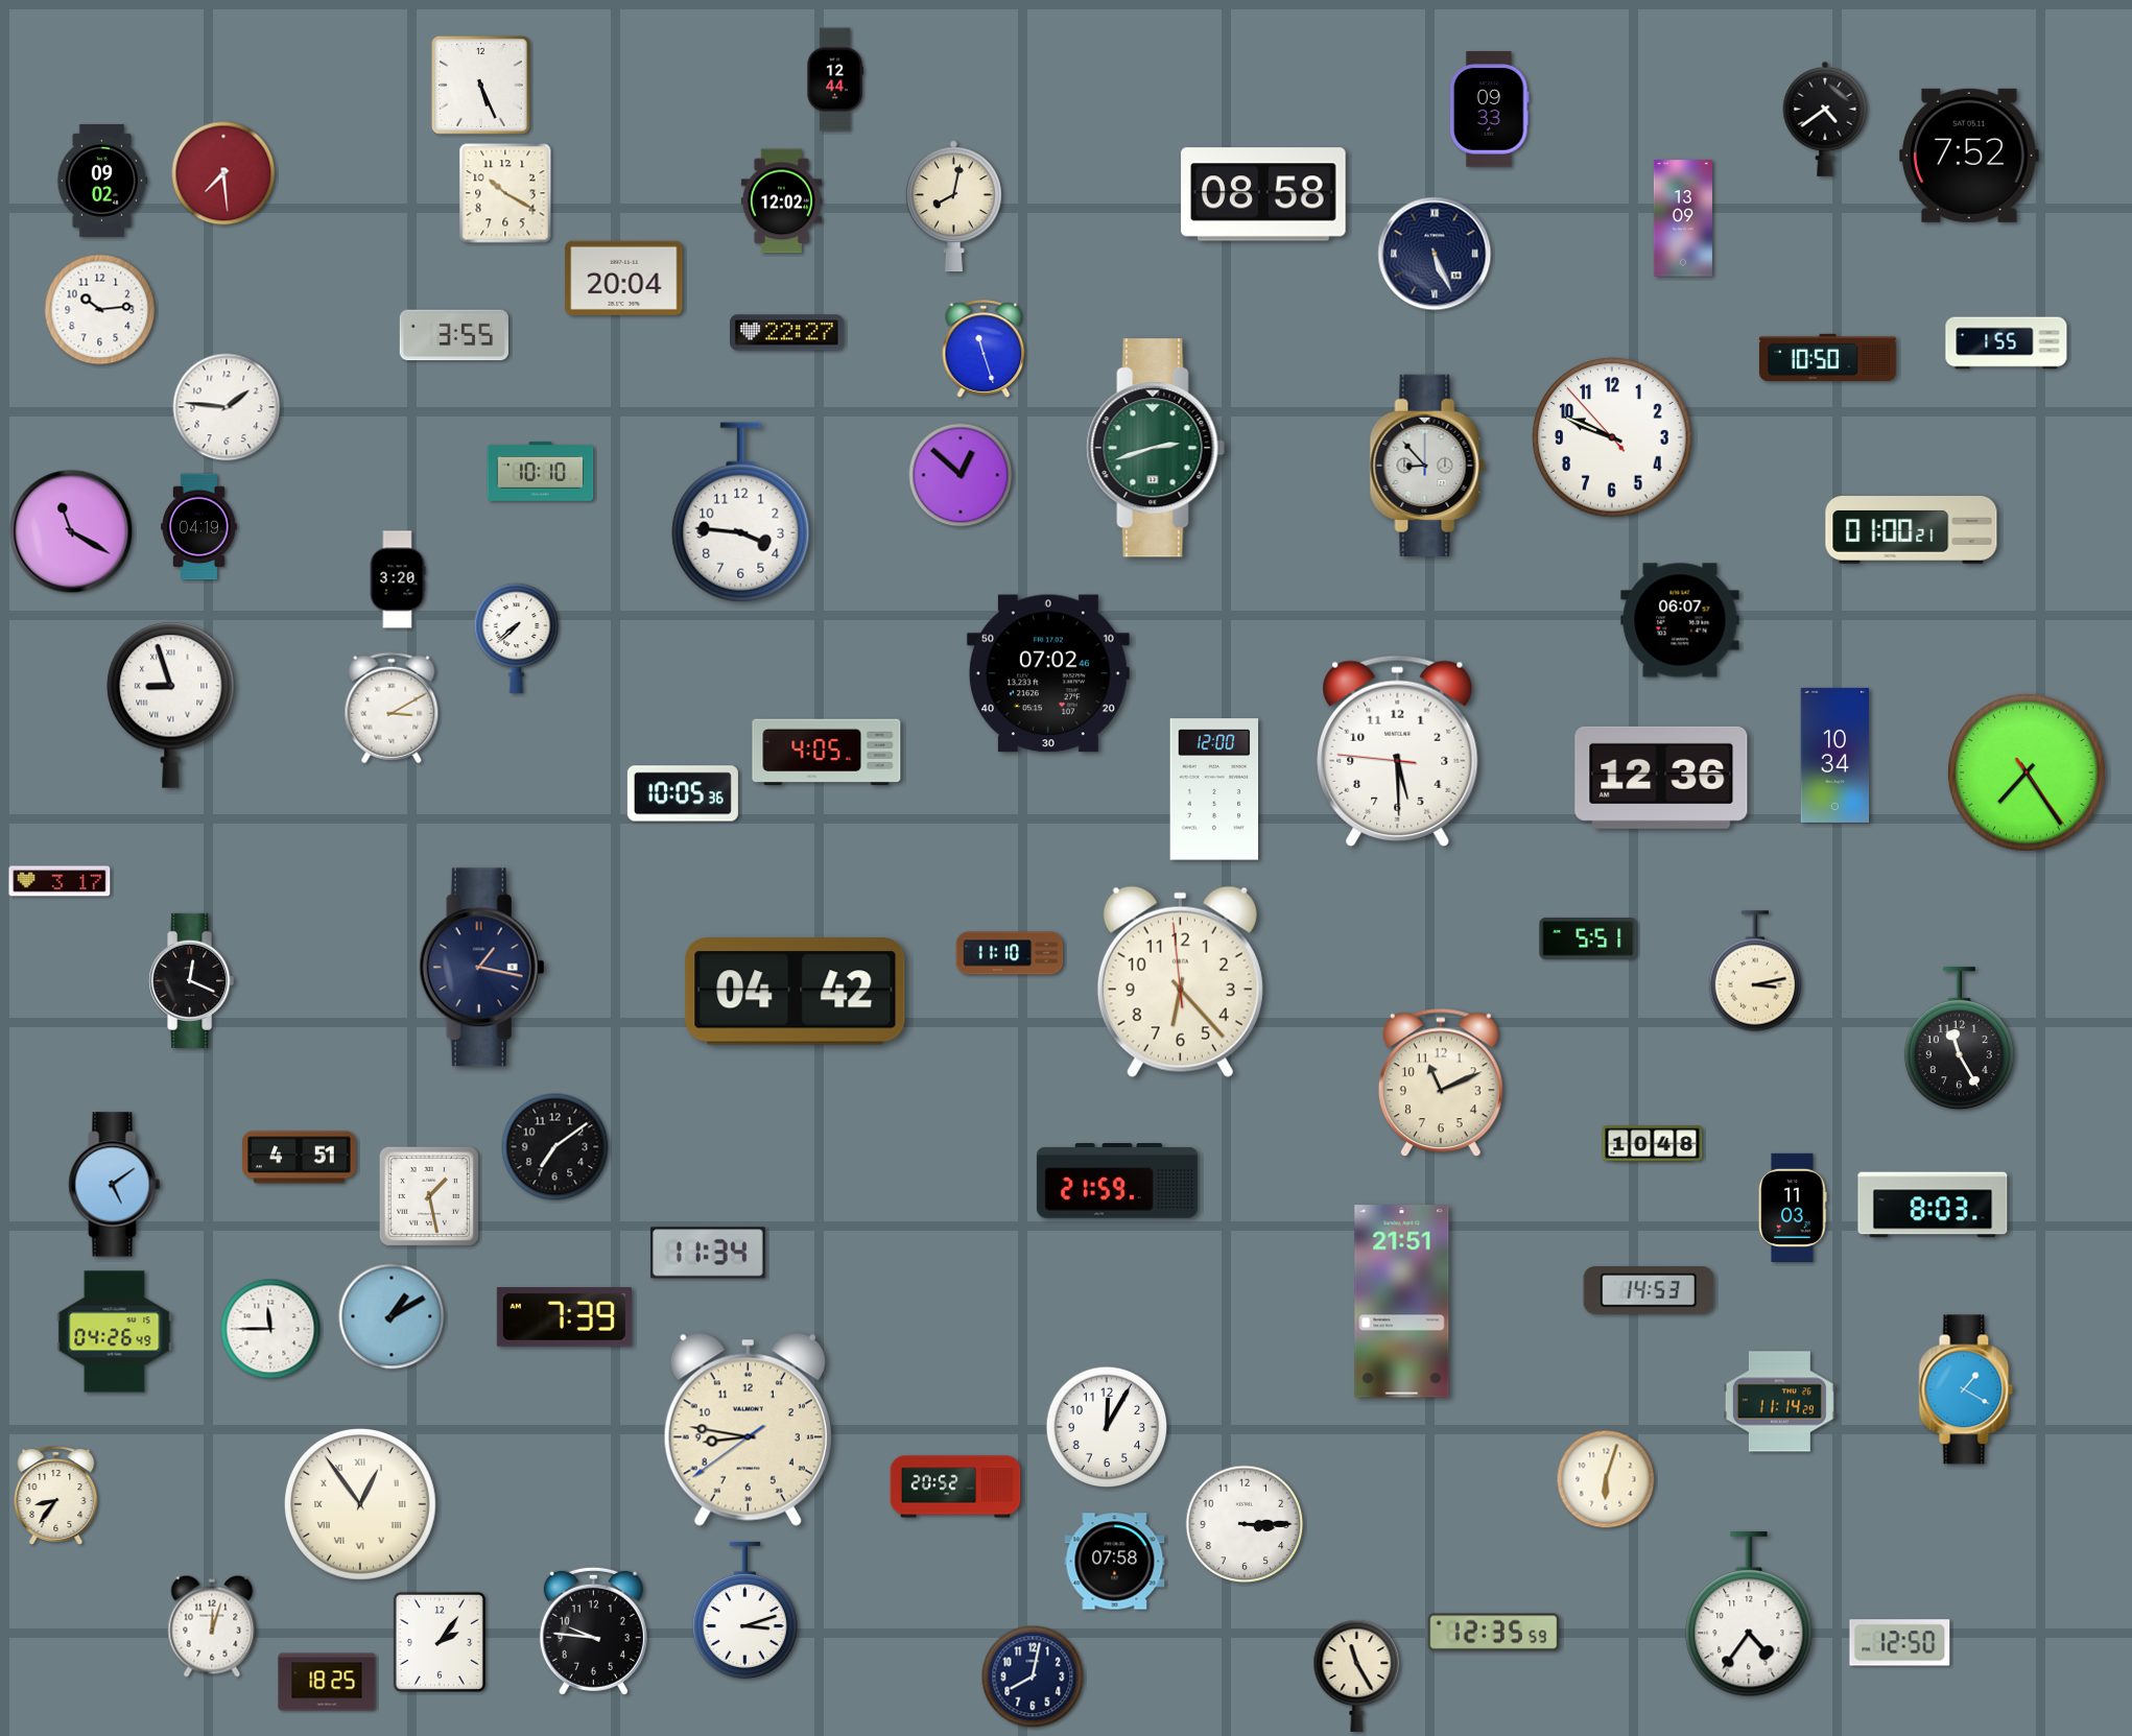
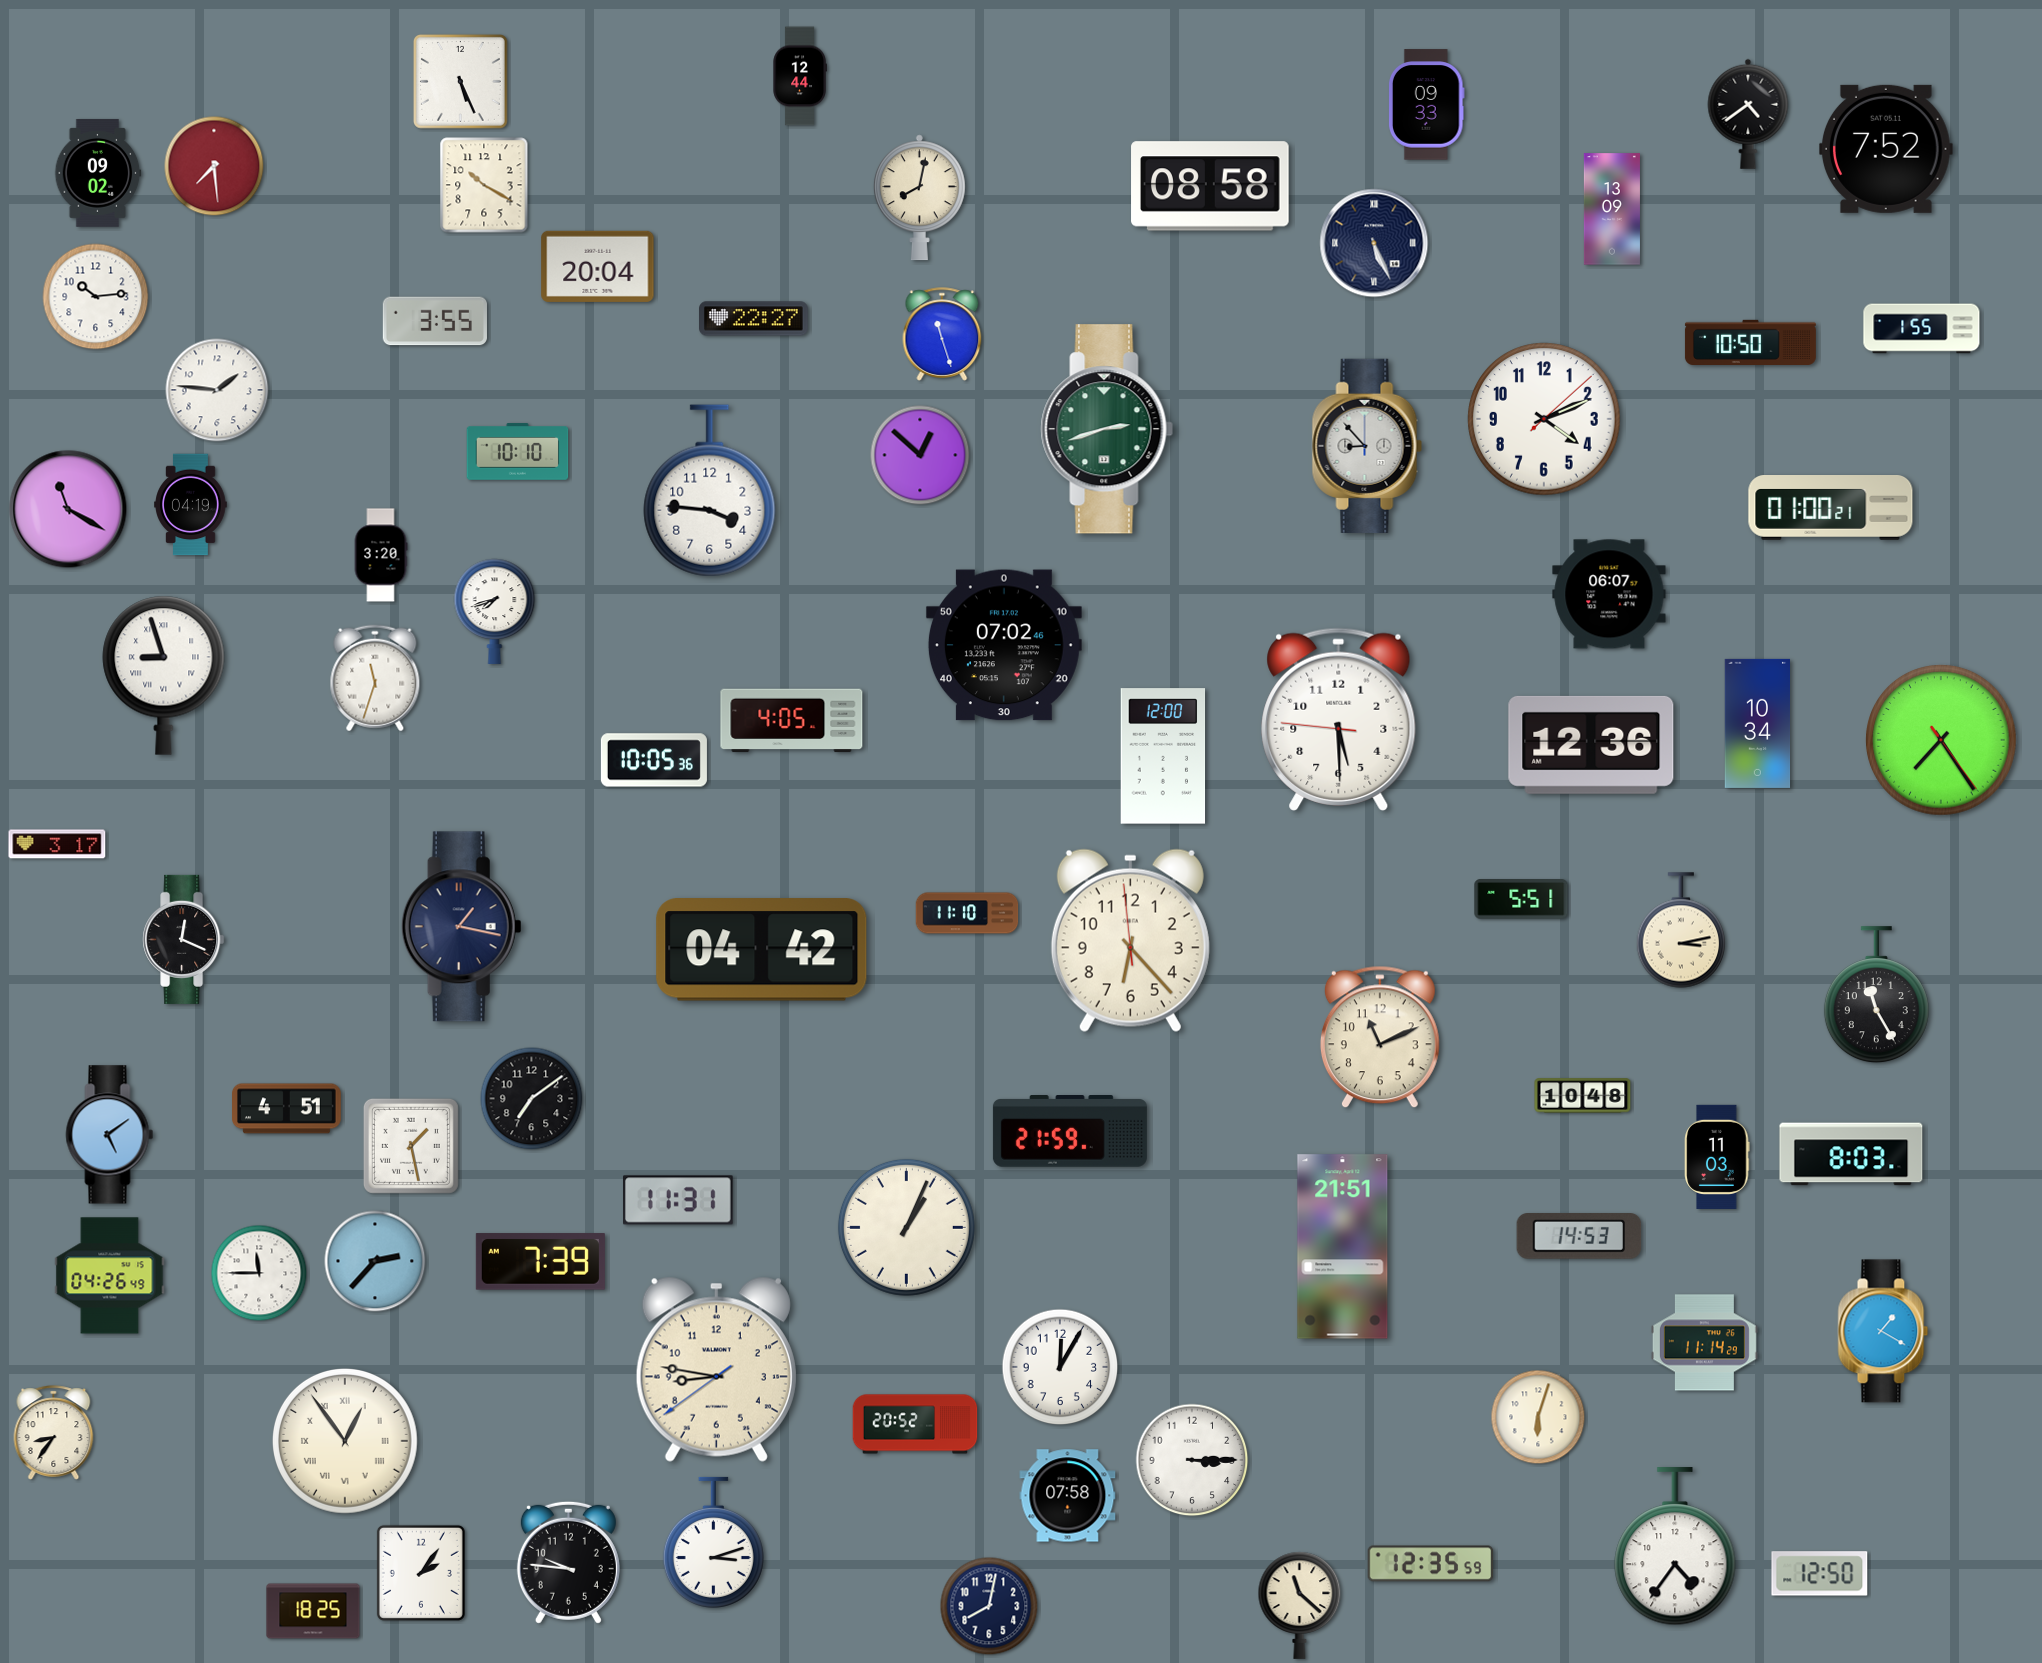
clock at (781, 201): 12:02 -> none
clock at (953, 207) position: (953, 207) -> (919, 198)
clock at (1612, 437): 9:48 -> 4:11
clock at (517, 638): 7:38 -> 7:42
clock at (392, 708): 3:10 -> 11:33
clock at (709, 1253): 11:34 -> 11:31
clock at (906, 1227): none -> 1:04
clock at (392, 1316): 1:10 -> 2:37
clock at (212, 1626): 12:03 -> none
clock at (1357, 1675): 11:25 -> 11:22
